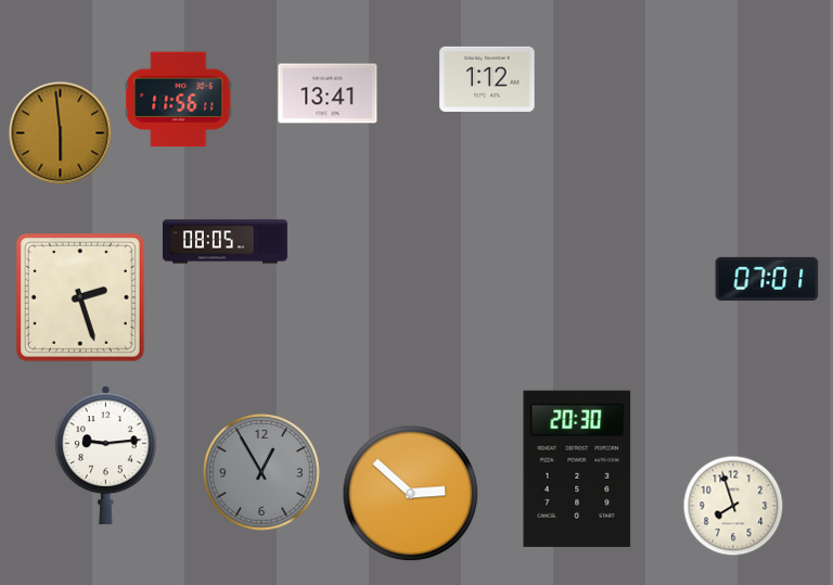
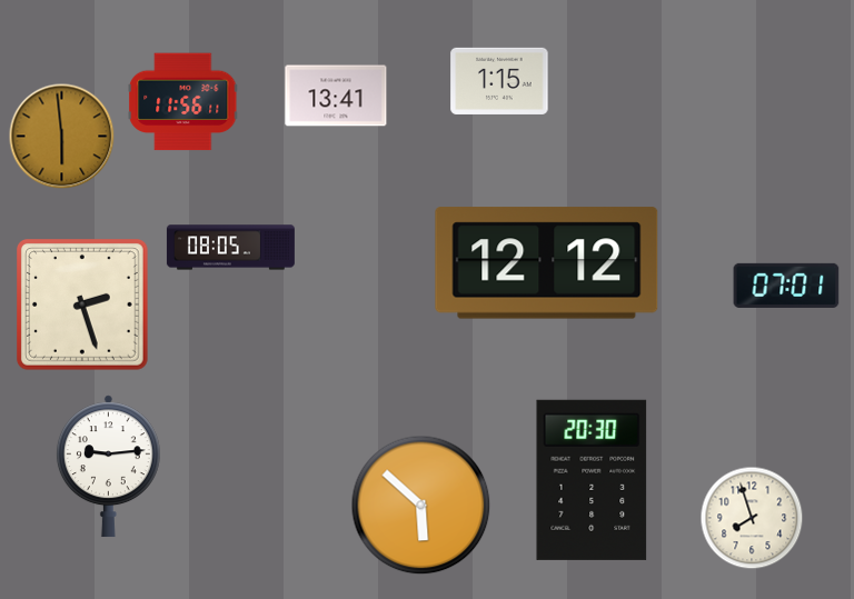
clock at (487, 79): 1:12 -> 1:15
clock at (547, 263): none -> 12:12
clock at (261, 472): 12:55 -> none
clock at (411, 494): 2:52 -> 5:52
